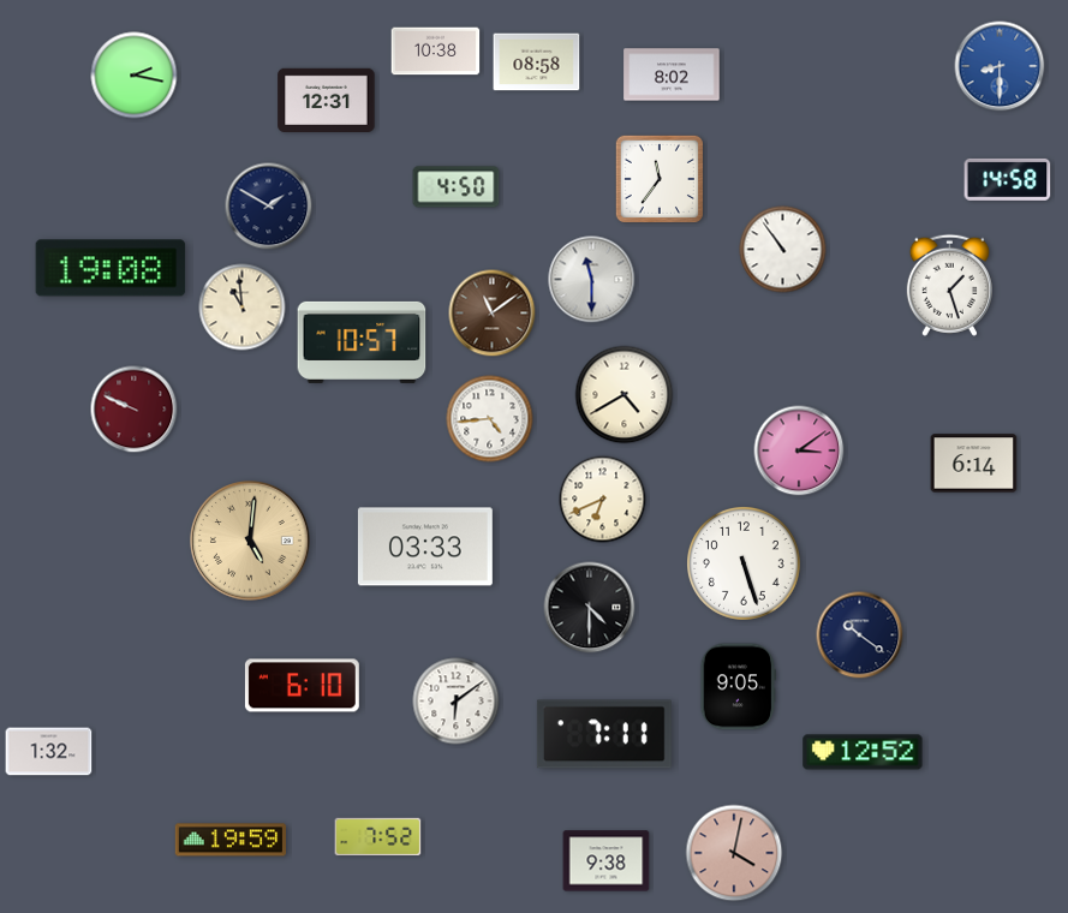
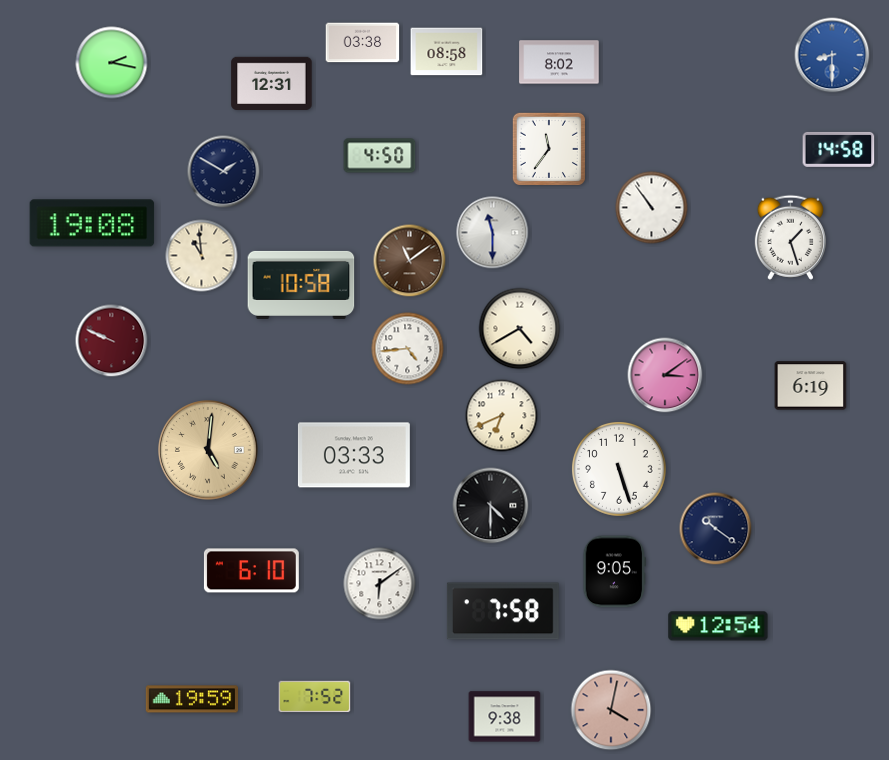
clock at (436, 52): 10:38 -> 03:38
clock at (362, 342): 10:57 -> 10:58
clock at (974, 464): 6:14 -> 6:19
clock at (604, 734): 7:11 -> 7:58
clock at (49, 752): 1:32 -> none
clock at (863, 752): 12:52 -> 12:54
